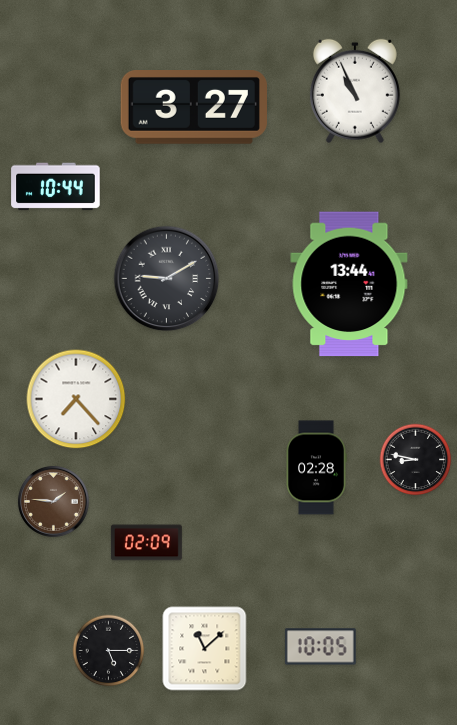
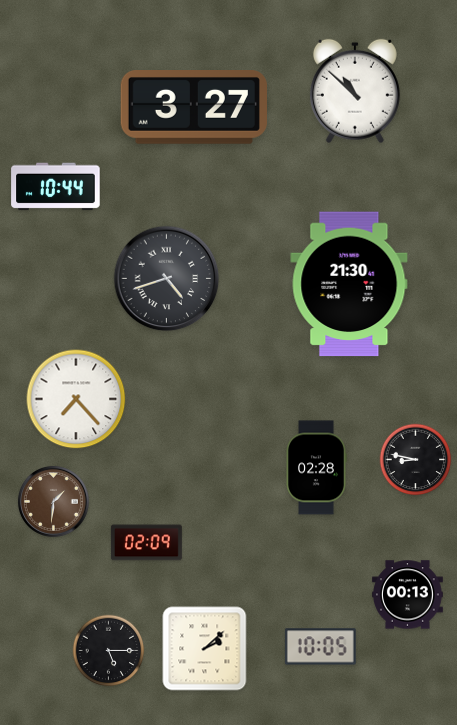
clock at (355, 91): 10:56 -> 10:52
clock at (167, 279): 9:10 -> 4:42
clock at (349, 284): 13:44 -> 21:30
clock at (53, 501): 1:46 -> 1:31
clock at (407, 595): none -> 00:13
clock at (205, 649): 11:08 -> 2:08
